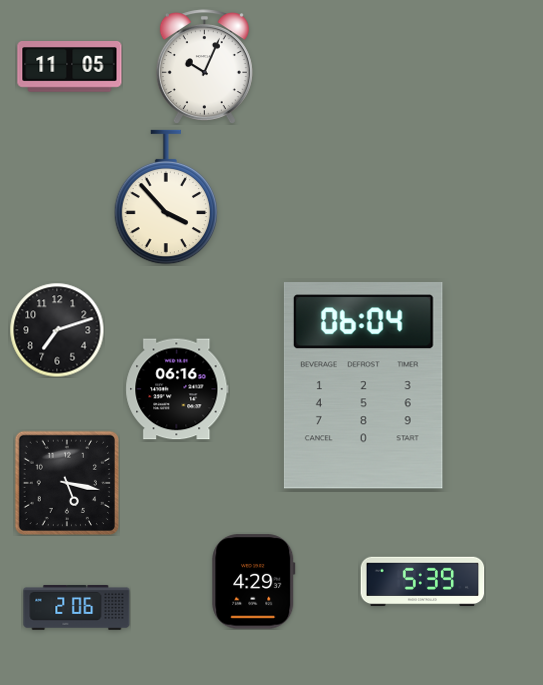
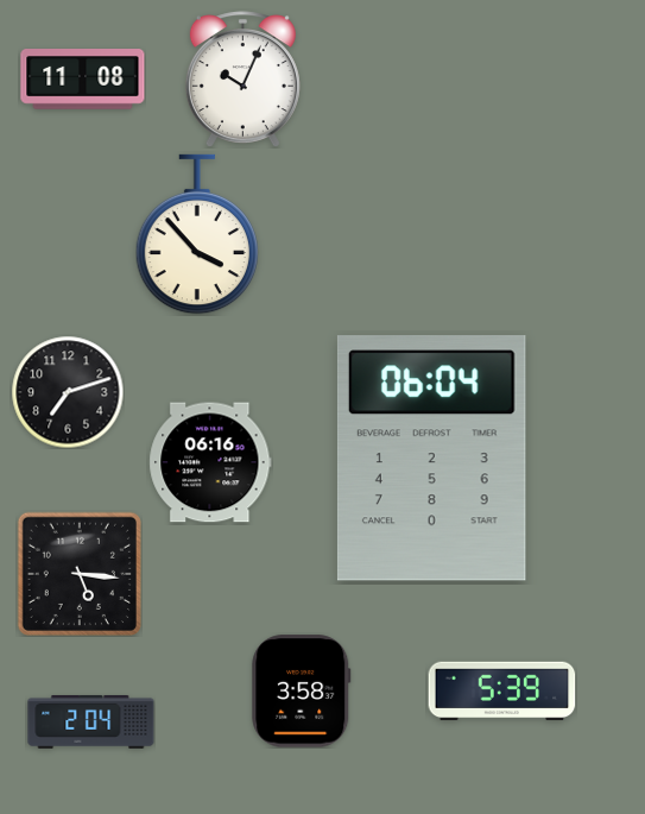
clock at (70, 67): 11:05 -> 11:08
clock at (67, 483): 5:17 -> 5:16
clock at (254, 582): 4:29 -> 3:58
clock at (77, 607): 2:06 -> 2:04
